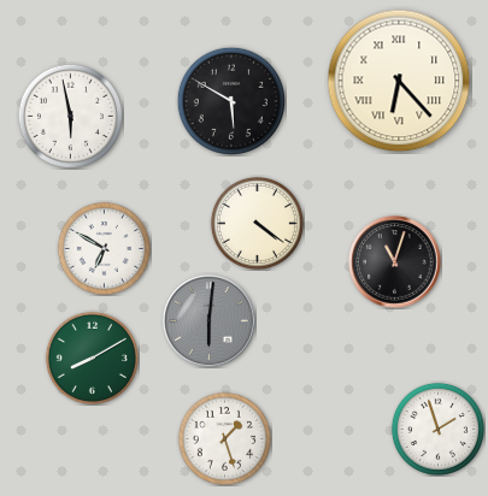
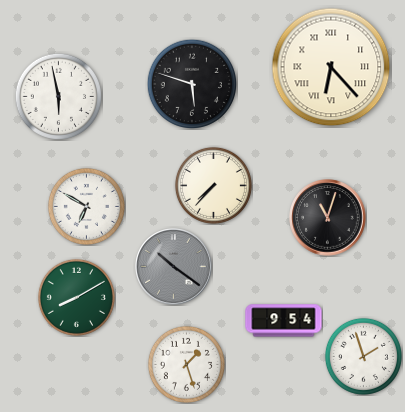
clock at (230, 100): 5:50 -> 5:48
clock at (257, 223): 4:21 -> 7:37
clock at (210, 321): 6:01 -> 10:21
clock at (284, 321): none -> 9:54
